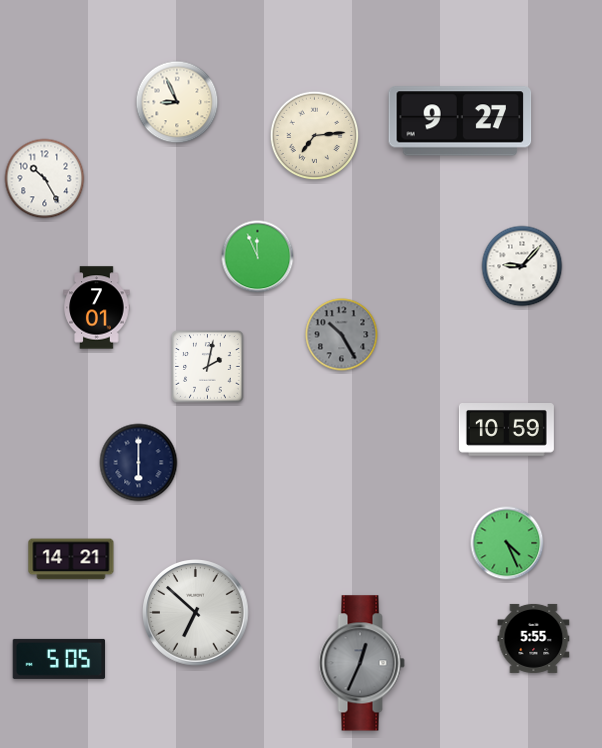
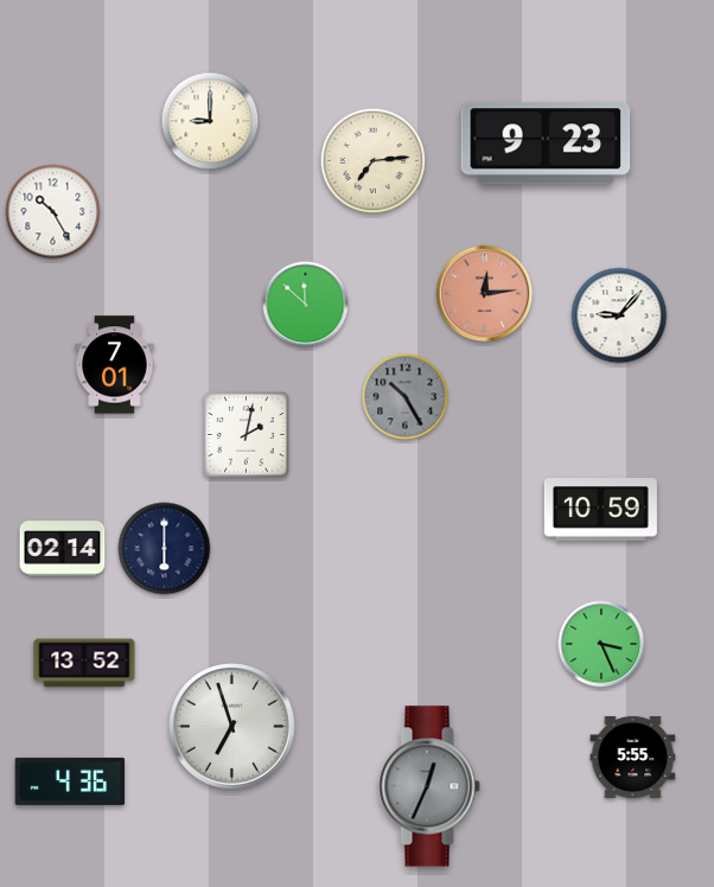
clock at (177, 102): 8:56 -> 9:00
clock at (460, 121): 9:27 -> 9:23
clock at (485, 294): none -> 12:14
clock at (258, 257): 11:56 -> 11:52
clock at (63, 549): none -> 02:14
clock at (507, 543): 4:26 -> 3:26
clock at (71, 559): 14:21 -> 13:52
clock at (196, 613): 6:52 -> 6:57
clock at (59, 659): 5:05 -> 4:36
